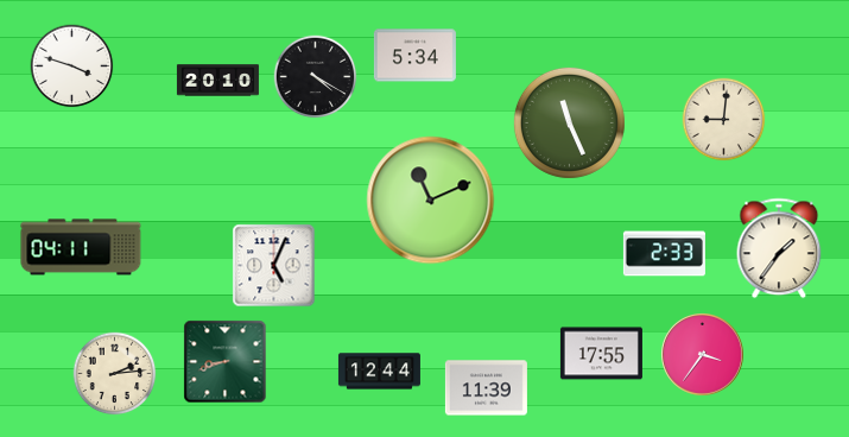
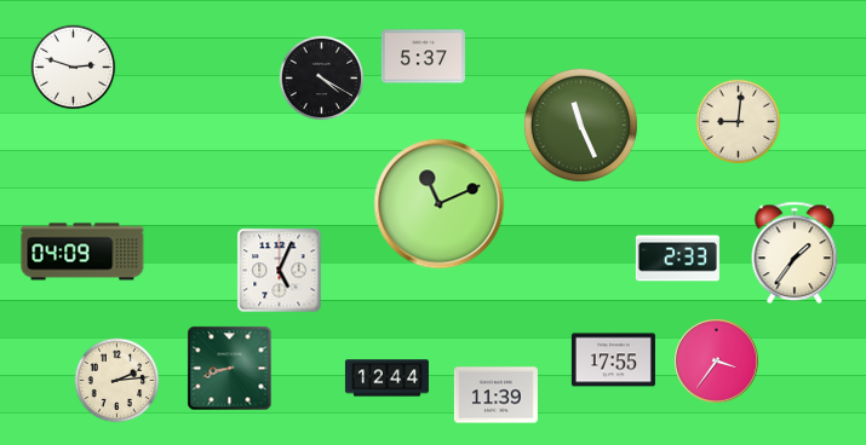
clock at (414, 56): 5:34 -> 5:37
clock at (72, 66): 3:48 -> 2:48
clock at (217, 81): 20:10 -> none
clock at (81, 247): 04:11 -> 04:09
